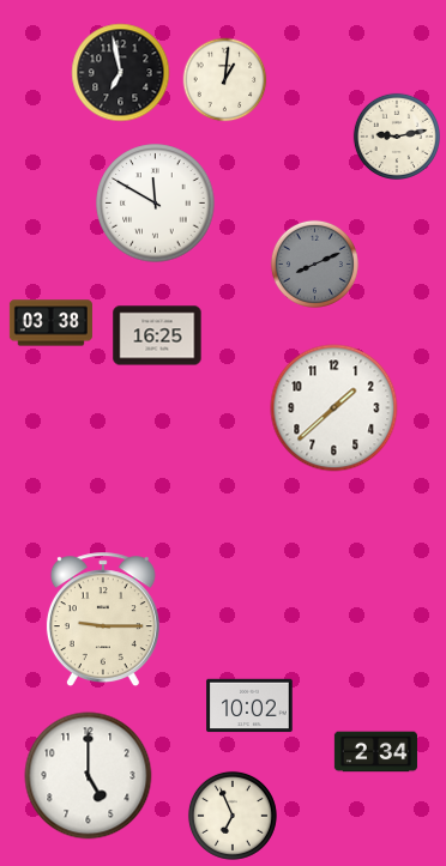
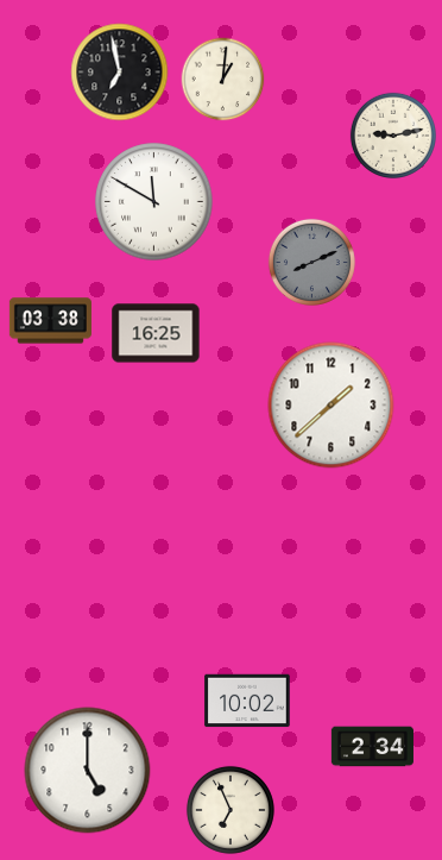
clock at (103, 620): 9:15 -> none
